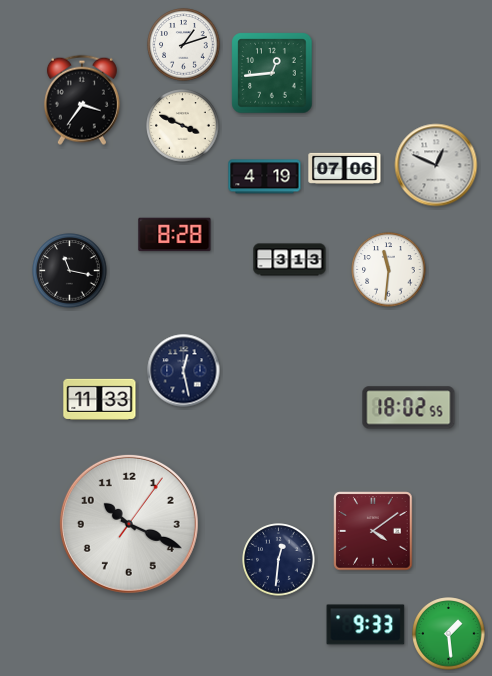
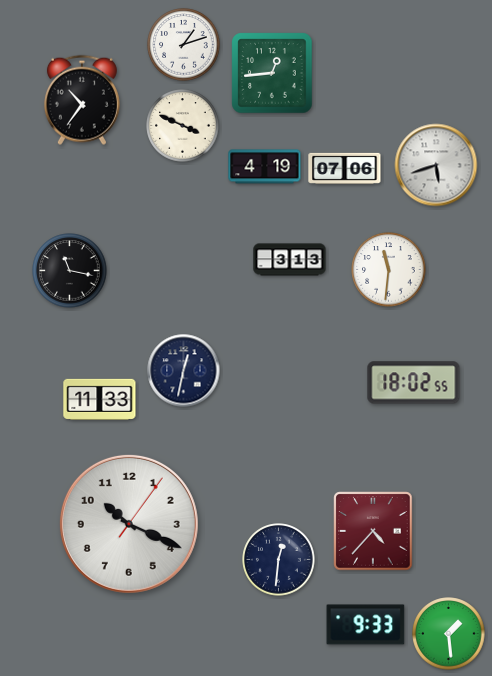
clock at (82, 100): 3:36 -> 10:36
clock at (436, 165): 12:49 -> 5:42
clock at (265, 177) position: (265, 177) -> (265, 167)
clock at (175, 235): 8:28 -> none
clock at (184, 371): 12:28 -> 12:32
clock at (409, 408) position: (409, 408) -> (414, 383)
clock at (373, 531): 4:09 -> 4:37
